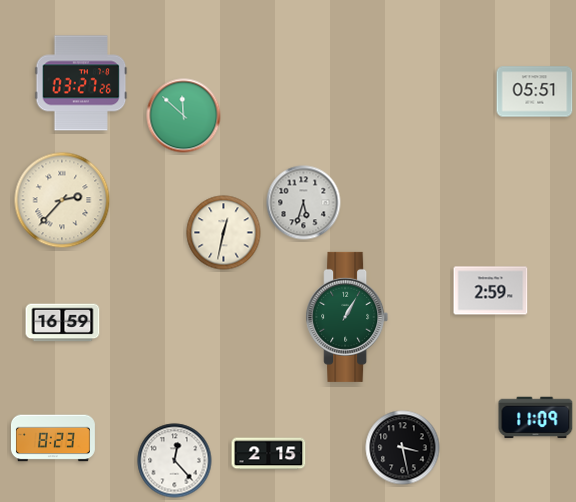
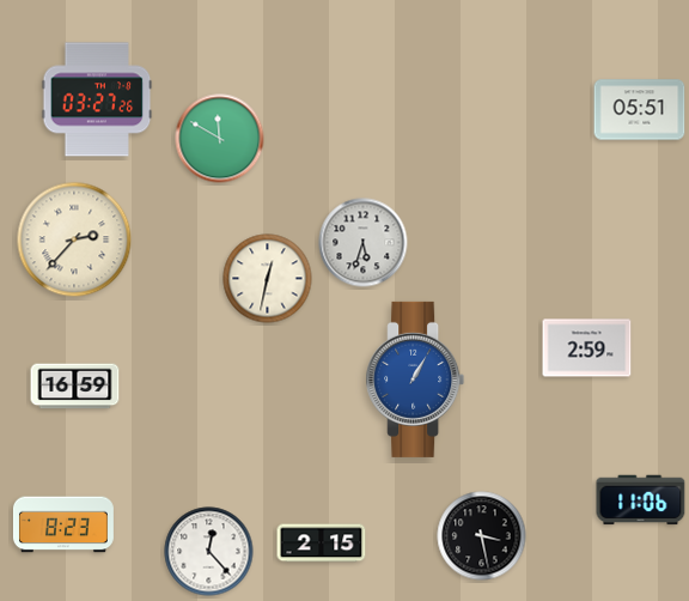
clock at (184, 116): 11:52 -> 11:50
clock at (347, 317) dial: green -> blue
clock at (536, 418): 11:09 -> 11:06
